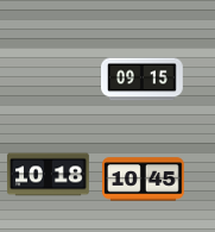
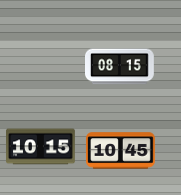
clock at (143, 80): 09:15 -> 08:15
clock at (49, 175): 10:18 -> 10:15
